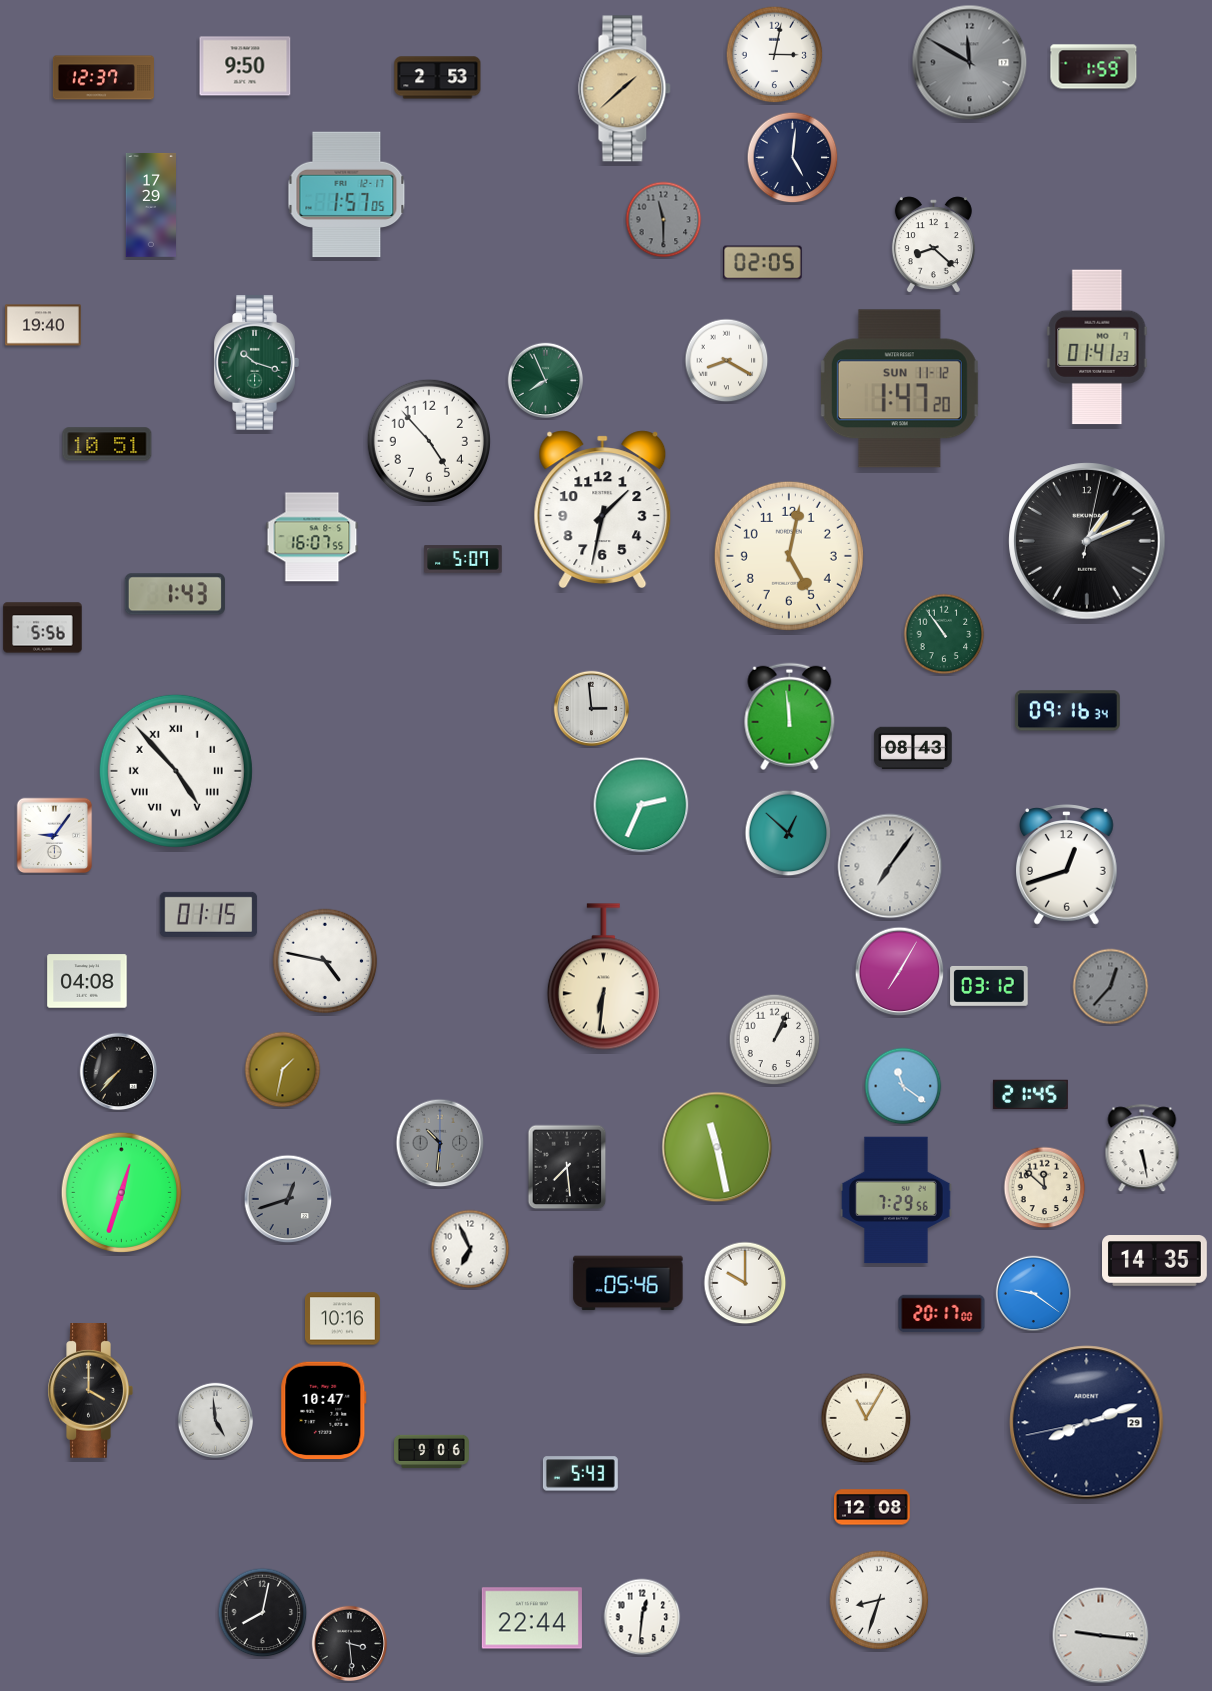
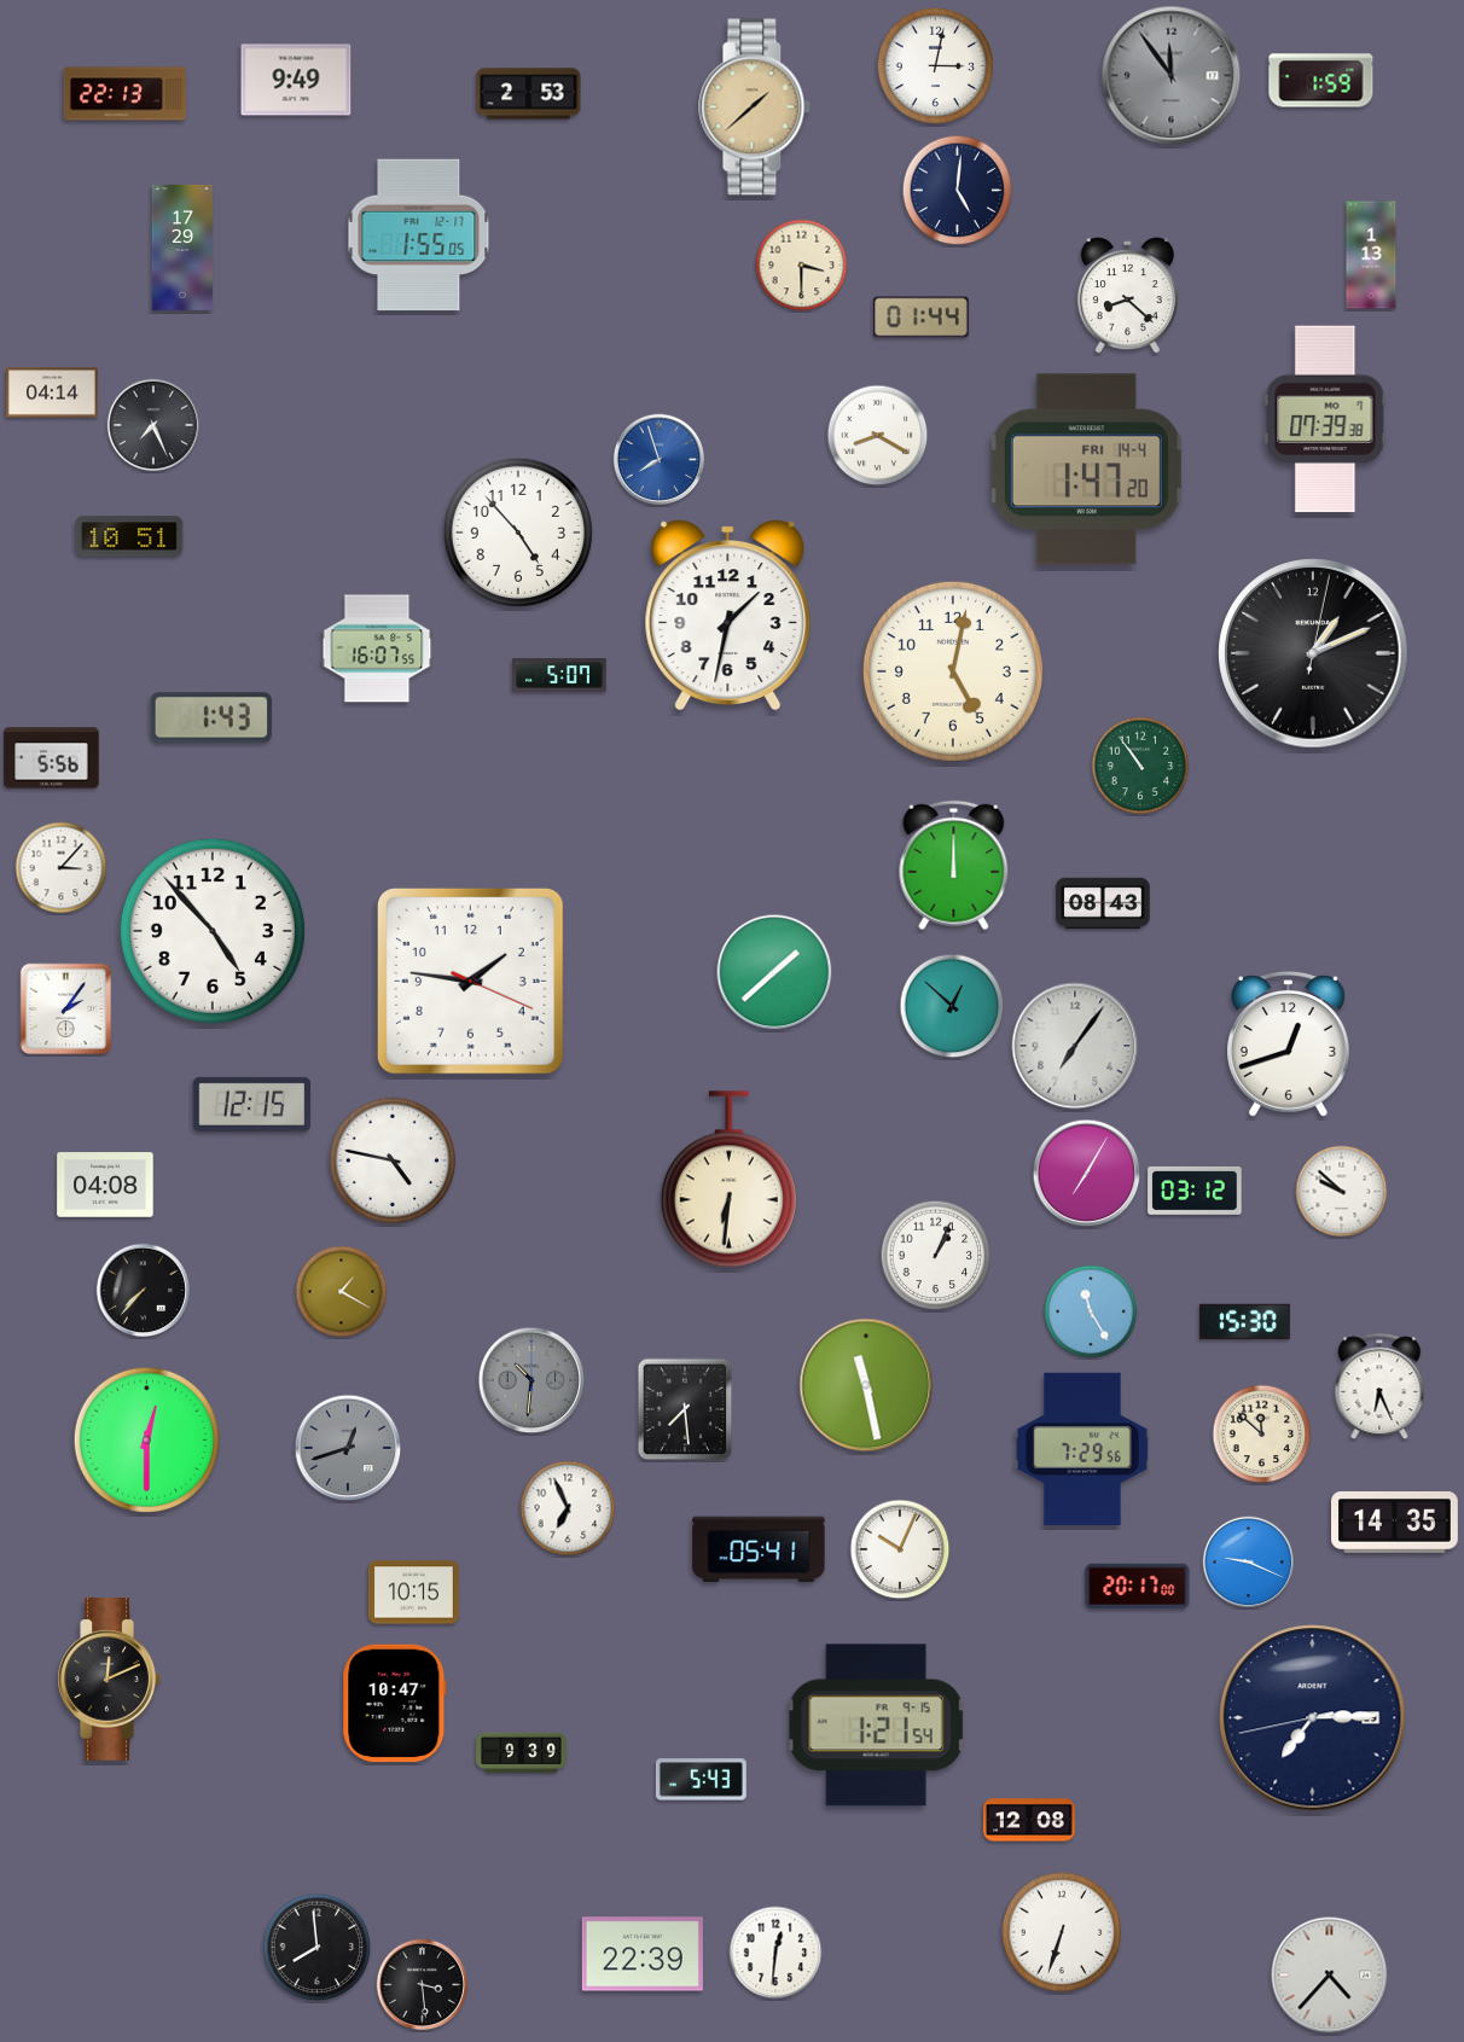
clock at (970, 63): 11:50 -> 11:54
clock at (245, 66): 9:50 -> 9:49
clock at (103, 78): 12:37 -> 22:13
clock at (347, 195): 1:57 -> 1:55
clock at (1371, 255): none -> 1:13
clock at (664, 220): 11:30 -> 3:30
clock at (664, 220) dial: grey -> cream
clock at (763, 263): 02:05 -> 01:44
clock at (44, 325): 19:40 -> 04:14
clock at (1097, 347): 01:41 -> 07:39
clock at (153, 425): none -> 7:26
clock at (256, 363): 10:18 -> none
clock at (546, 381): 7:56 -> 7:57
clock at (546, 381) dial: green -> blue
clock at (899, 389) date: SUN 11-12 -> FRI 14-4
clock at (592, 709): 2:59 -> none
clock at (1067, 711): 09:16 -> none
clock at (790, 717): 11:59 -> 12:00
clock at (62, 868): none -> 3:07
clock at (176, 771) numerals: Roman -> Arabic
clock at (641, 805): 2:34 -> 1:38
clock at (470, 981): none -> 1:46
clock at (55, 836): 9:06 -> 2:06
clock at (209, 914): 01:15 -> 12:15
clock at (1111, 987): 12:37 -> 9:52
clock at (1111, 987) dial: grey -> white
clock at (283, 1070): 1:32 -> 1:20
clock at (119, 1072) position: (119, 1072) -> (144, 1291)
clock at (903, 1086): 11:21 -> 11:25
clock at (1030, 1095): 21:45 -> 15:30
clock at (1142, 1149): 5:28 -> 6:26
clock at (121, 1192): 12:33 -> 12:30
clock at (628, 1283): 05:46 -> 05:41
clock at (745, 1283): 10:00 -> 10:04
clock at (1034, 1294): 9:21 -> 9:19
clock at (342, 1319): 10:16 -> 10:15
clock at (90, 1391): 4:00 -> 12:11
clock at (324, 1411) position: (324, 1411) -> (395, 1704)
clock at (866, 1418): 11:05 -> none
clock at (216, 1421): 4:59 -> none
clock at (1087, 1423): 8:11 -> 7:14
clock at (876, 1726): none -> 1:21
clock at (432, 1451): 9:06 -> 9:39
clock at (872, 1507) position: (872, 1507) -> (1029, 1820)
clock at (879, 1600): 8:33 -> 6:33
clock at (263, 1613): 8:02 -> 7:59
clock at (532, 1618): 22:44 -> 22:39
clock at (1101, 1636): 9:16 -> 4:37
